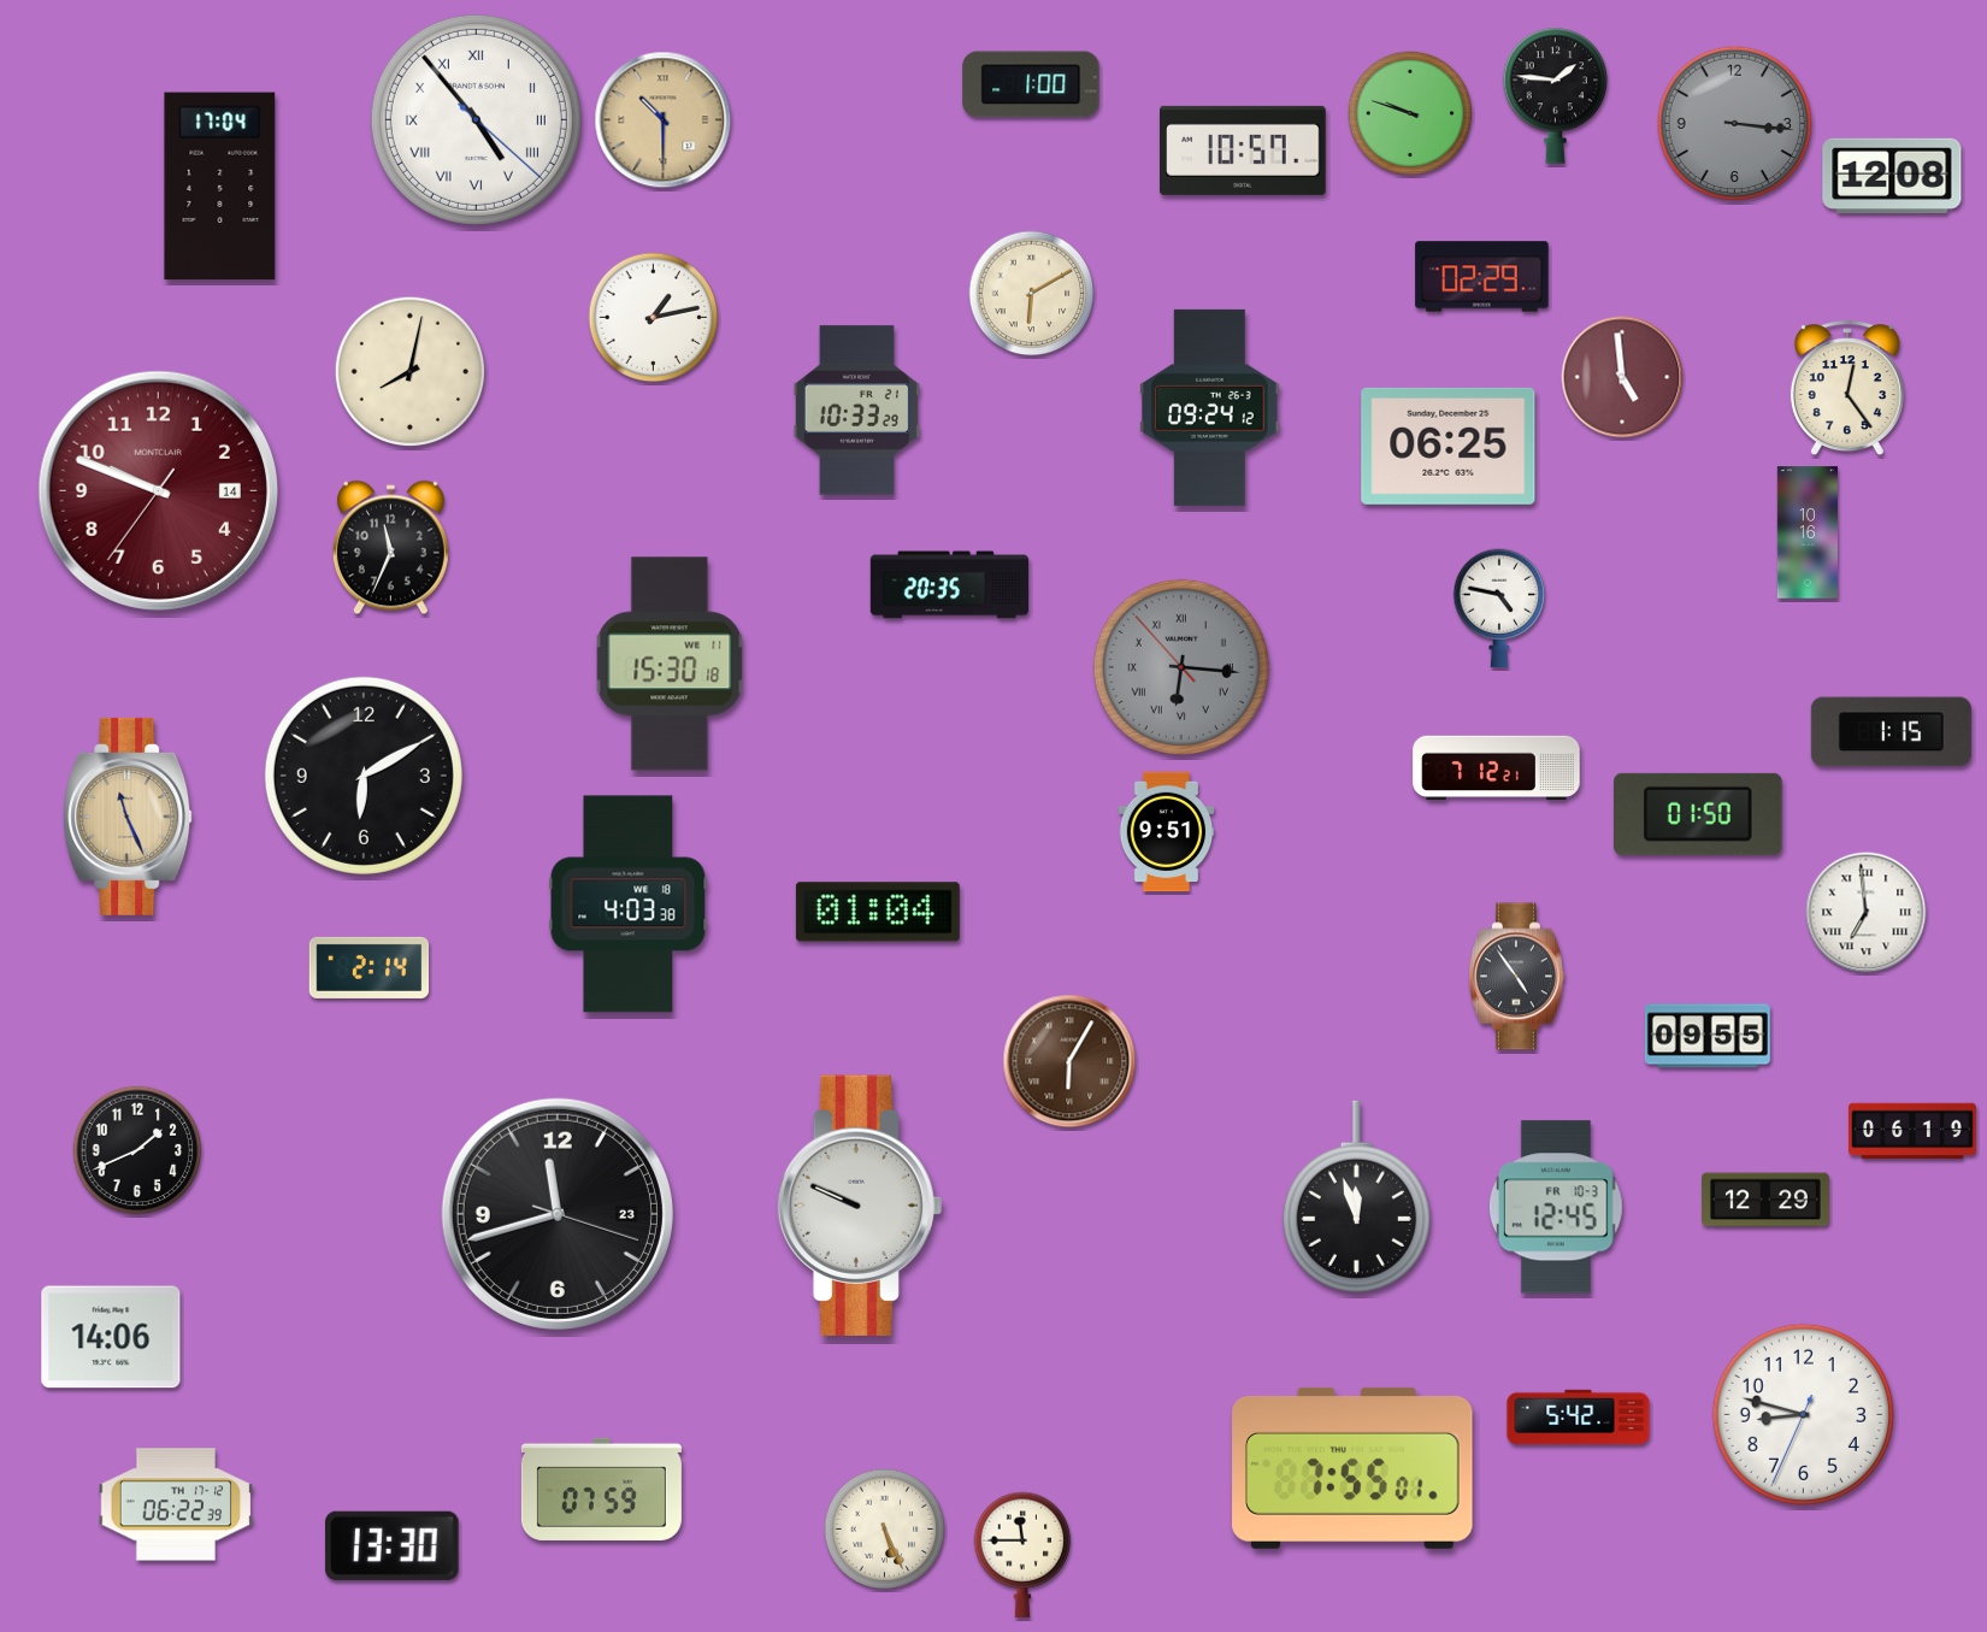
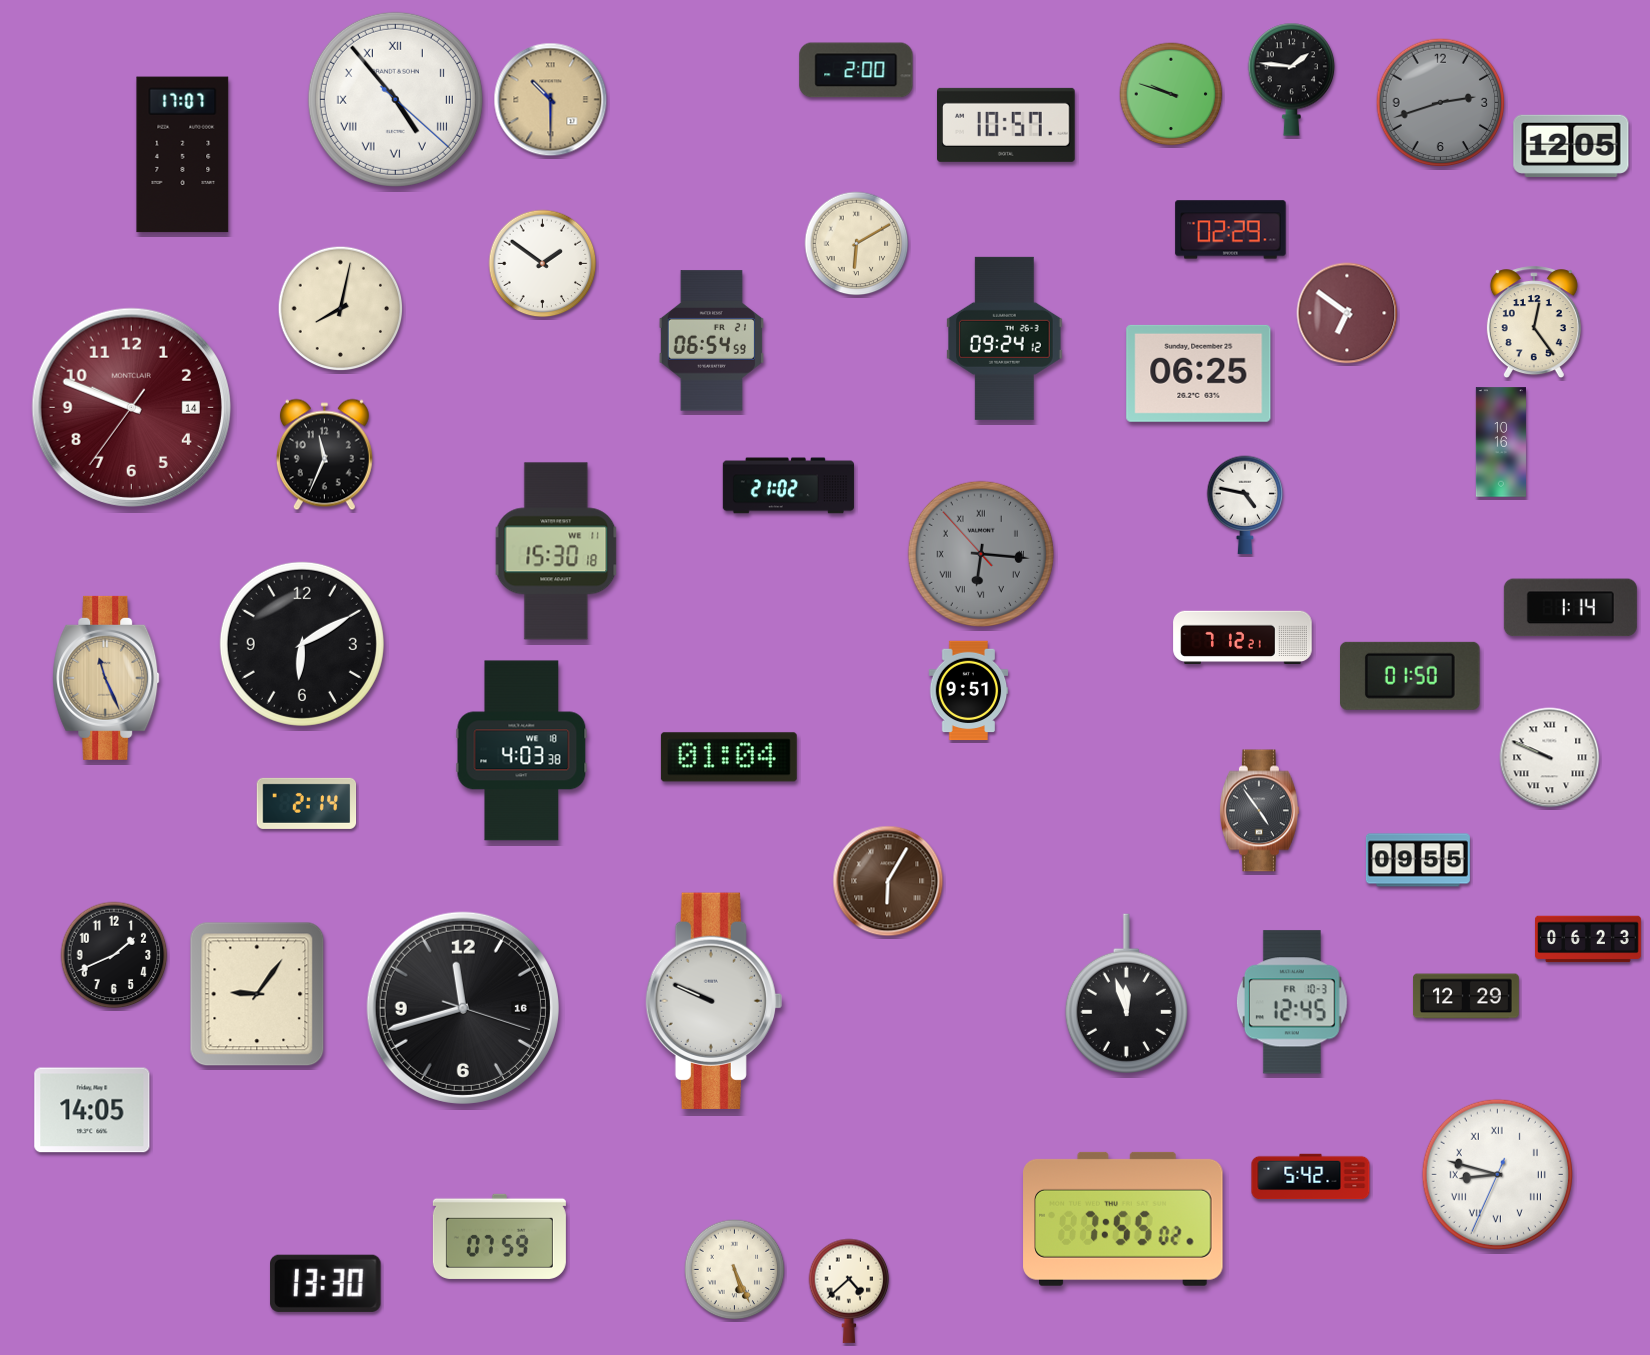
clock at (1031, 84): 1:00 -> 2:00
clock at (1735, 124): 3:16 -> 2:42
clock at (1244, 151) position: (1244, 151) -> (1007, 125)
clock at (1892, 175): 12:08 -> 12:05
clock at (220, 187): 17:04 -> 17:07
clock at (654, 318): 1:13 -> 1:51
clock at (1622, 377): 4:59 -> 6:51
clock at (856, 411): 10:33 -> 06:54
clock at (1449, 446) position: (1449, 446) -> (1199, 373)
clock at (949, 585): 20:35 -> 21:02
clock at (1891, 732): 1:15 -> 1:14
clock at (1867, 913): 6:59 -> 9:49
clock at (1914, 1131): 06:19 -> 06:23
clock at (257, 994): none -> 9:06
clock at (558, 1214) date: 23 -> 16
clock at (111, 1337): 14:06 -> 14:05
clock at (1803, 1414) numerals: Arabic -> Roman
clock at (1352, 1468): 7:55:01 -> 7:55:02
clock at (176, 1504): 06:22 -> none
clock at (1022, 1555): 11:45 -> 4:38
